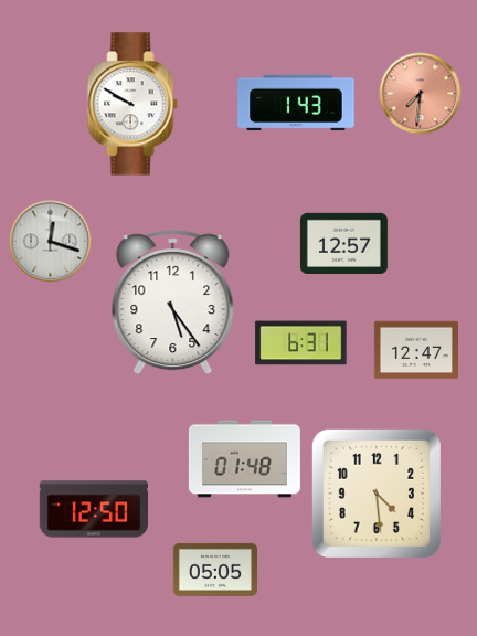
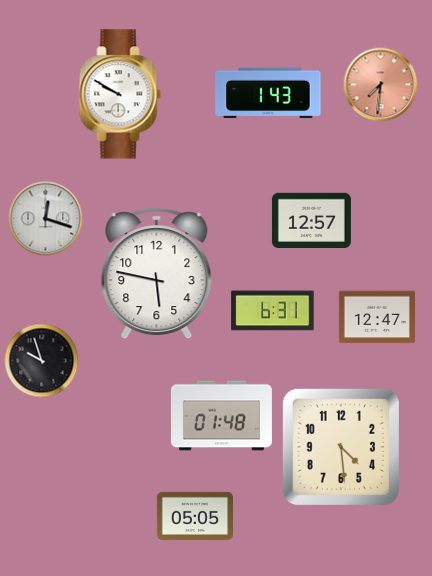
clock at (173, 303): 5:24 -> 5:47
clock at (42, 361): none -> 9:57
clock at (93, 509): 12:50 -> none
